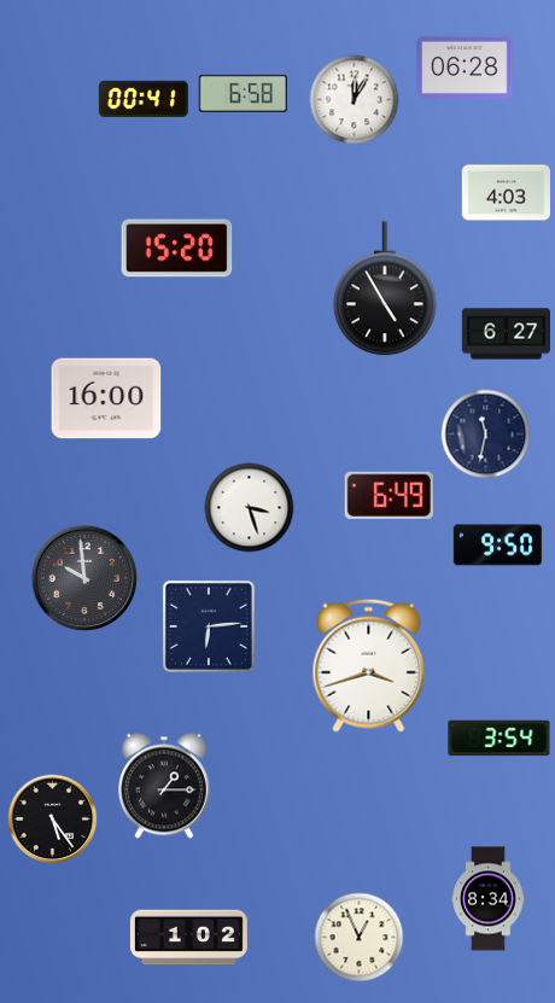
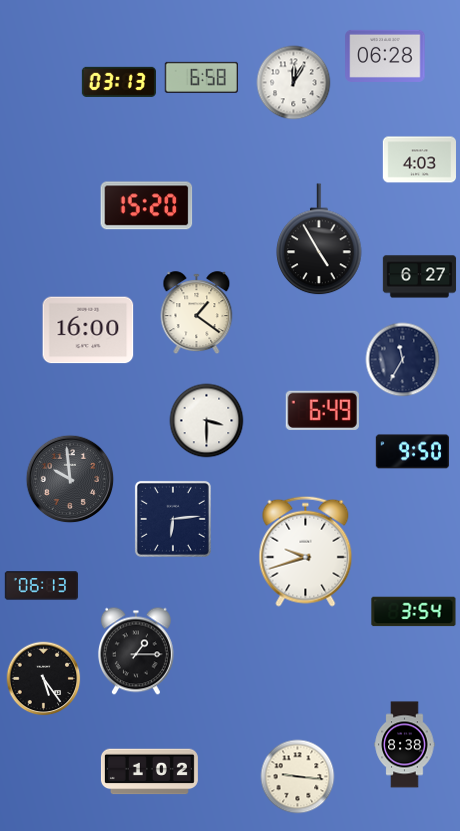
clock at (144, 99): 00:41 -> 03:13
clock at (197, 313): none -> 1:21
clock at (486, 435): 11:32 -> 11:35
clock at (250, 508): 3:27 -> 3:30
clock at (369, 665): 3:42 -> 9:42
clock at (41, 586): none -> 06:13
clock at (489, 899): 8:34 -> 8:38
clock at (188, 938) position: (188, 938) -> (149, 772)
clock at (360, 938): 12:56 -> 9:16
